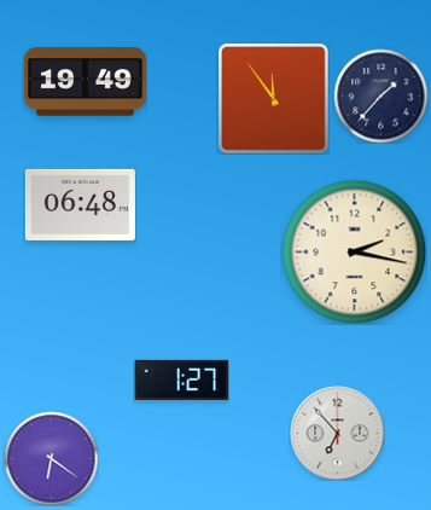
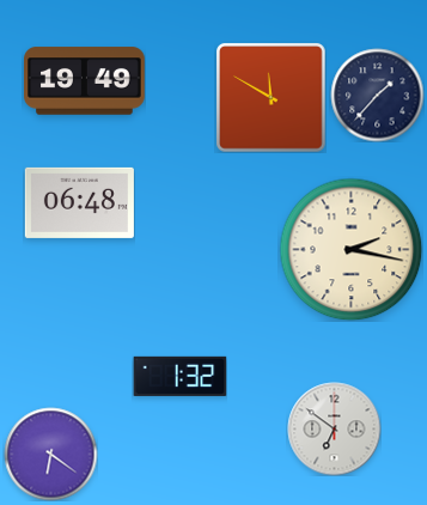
clock at (274, 99): 11:54 -> 11:50
clock at (181, 379): 1:27 -> 1:32
clock at (337, 433): 6:53 -> 6:51
